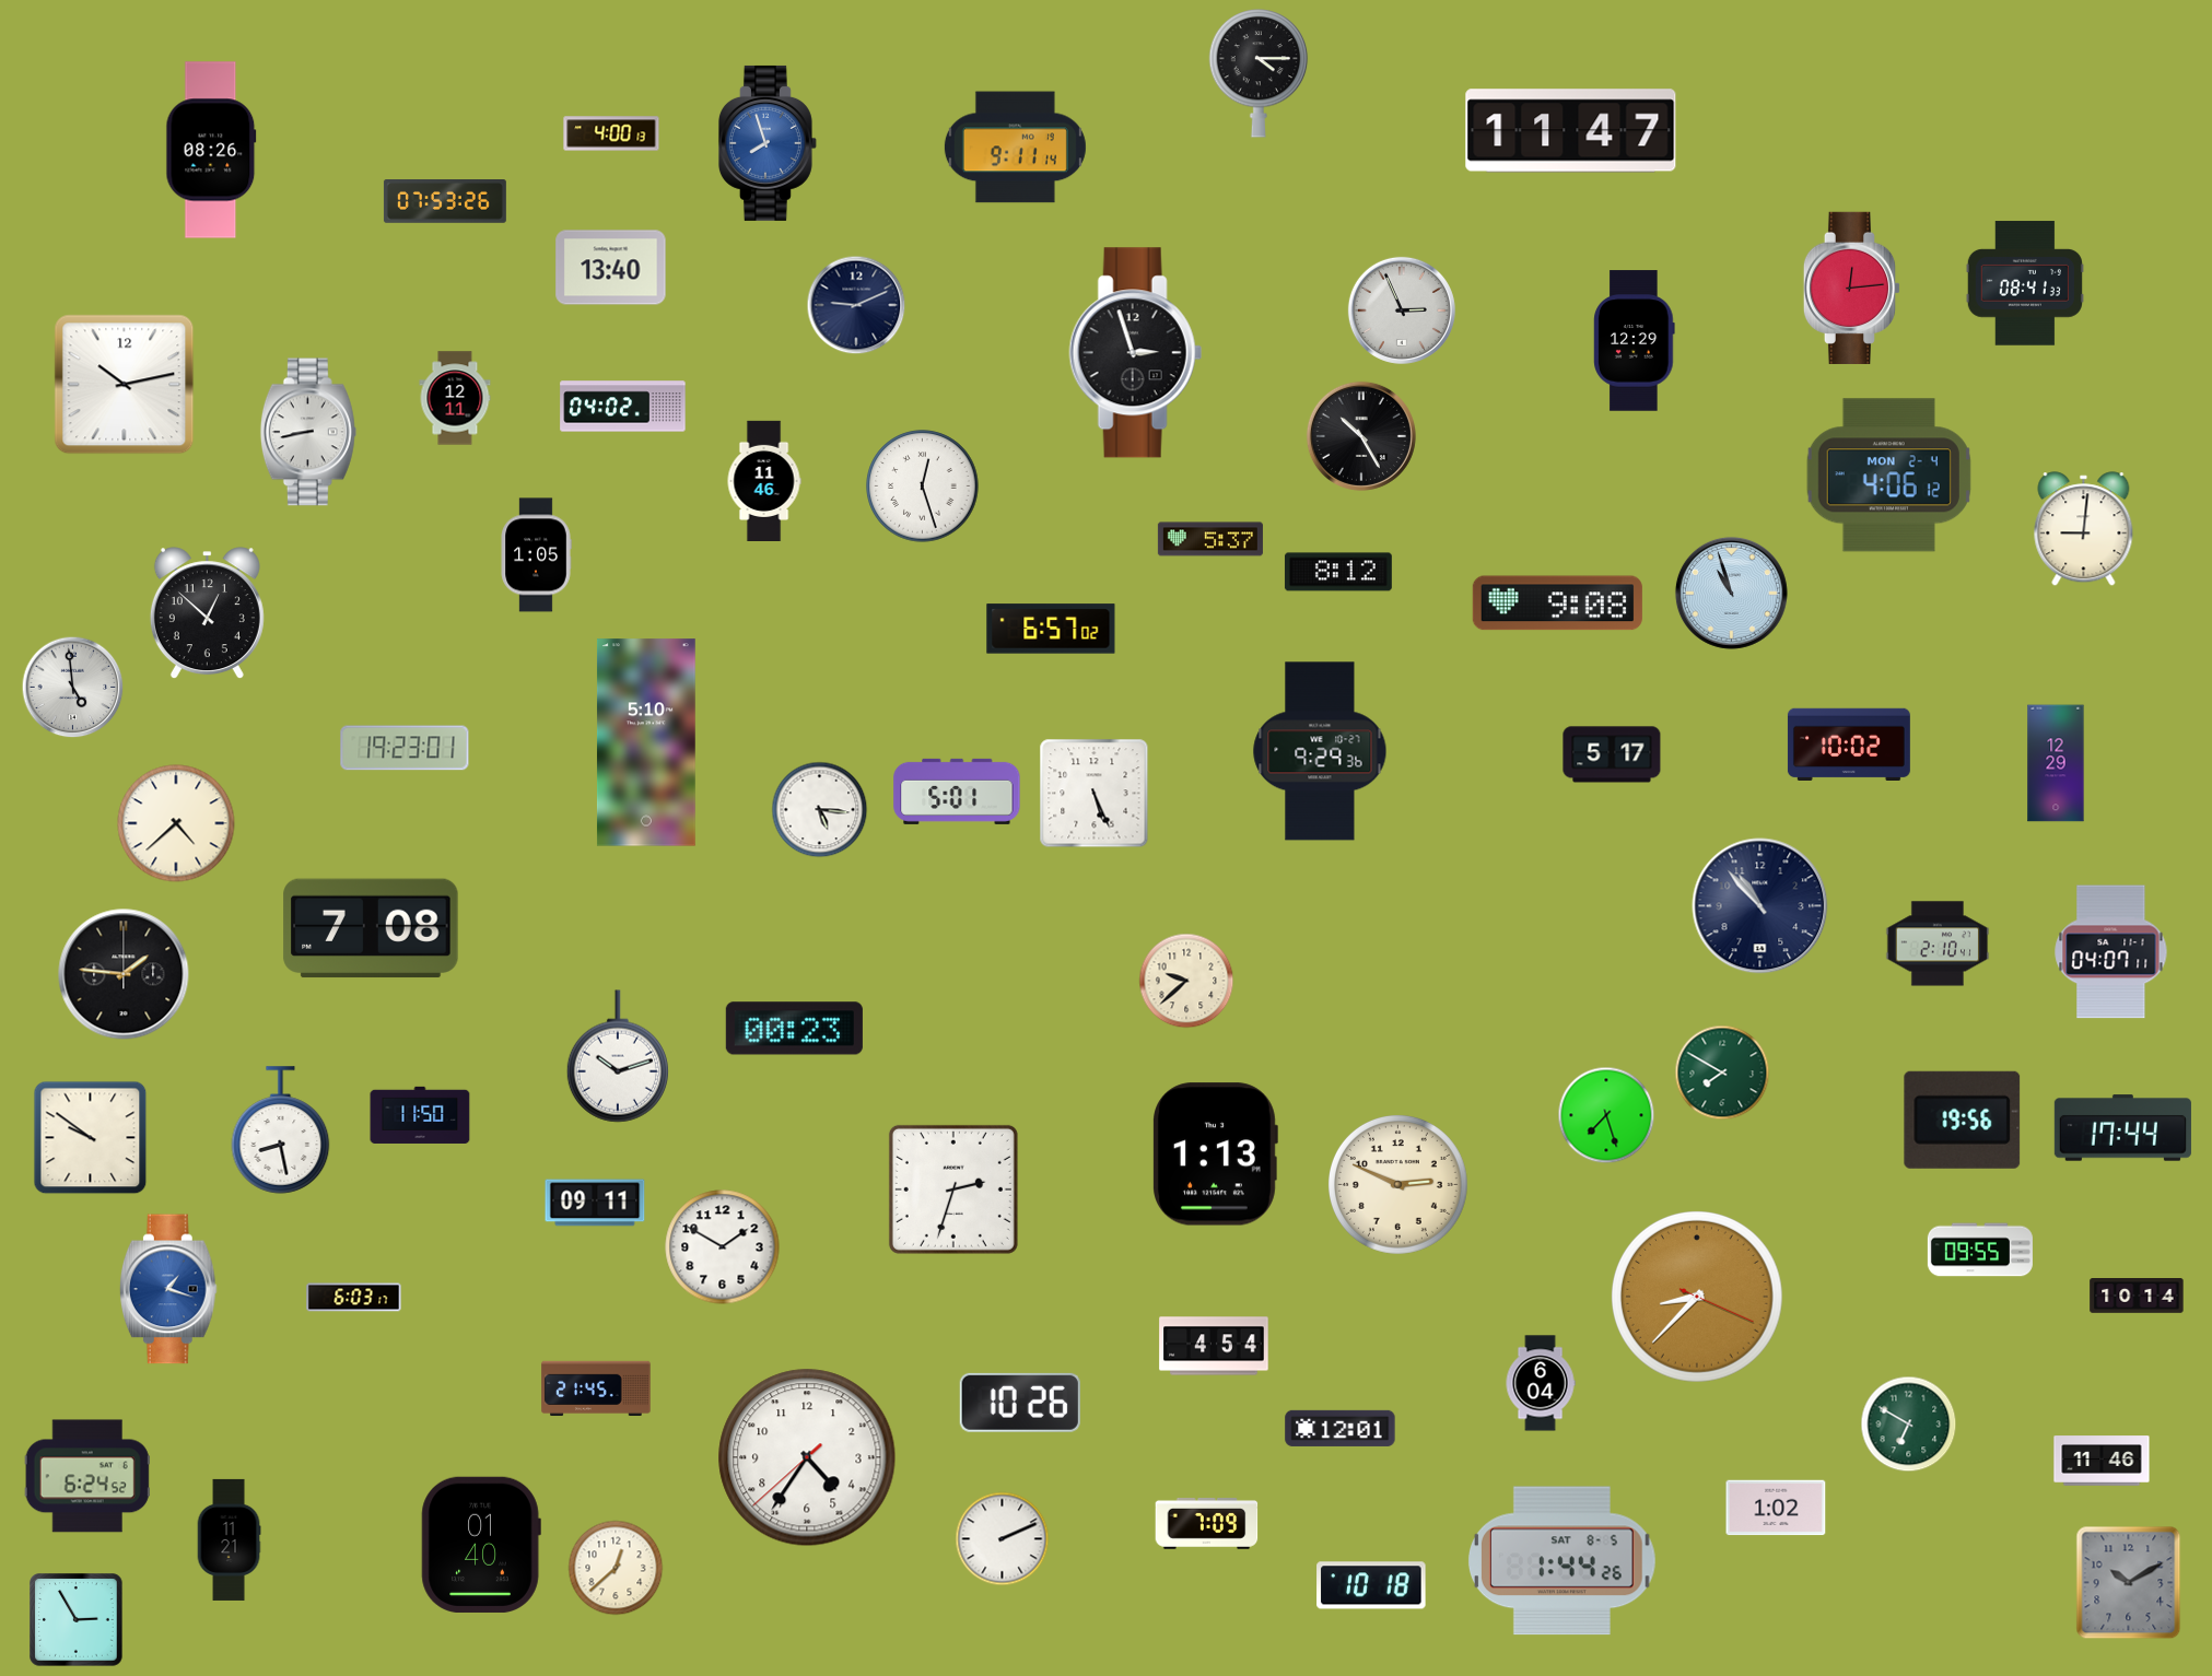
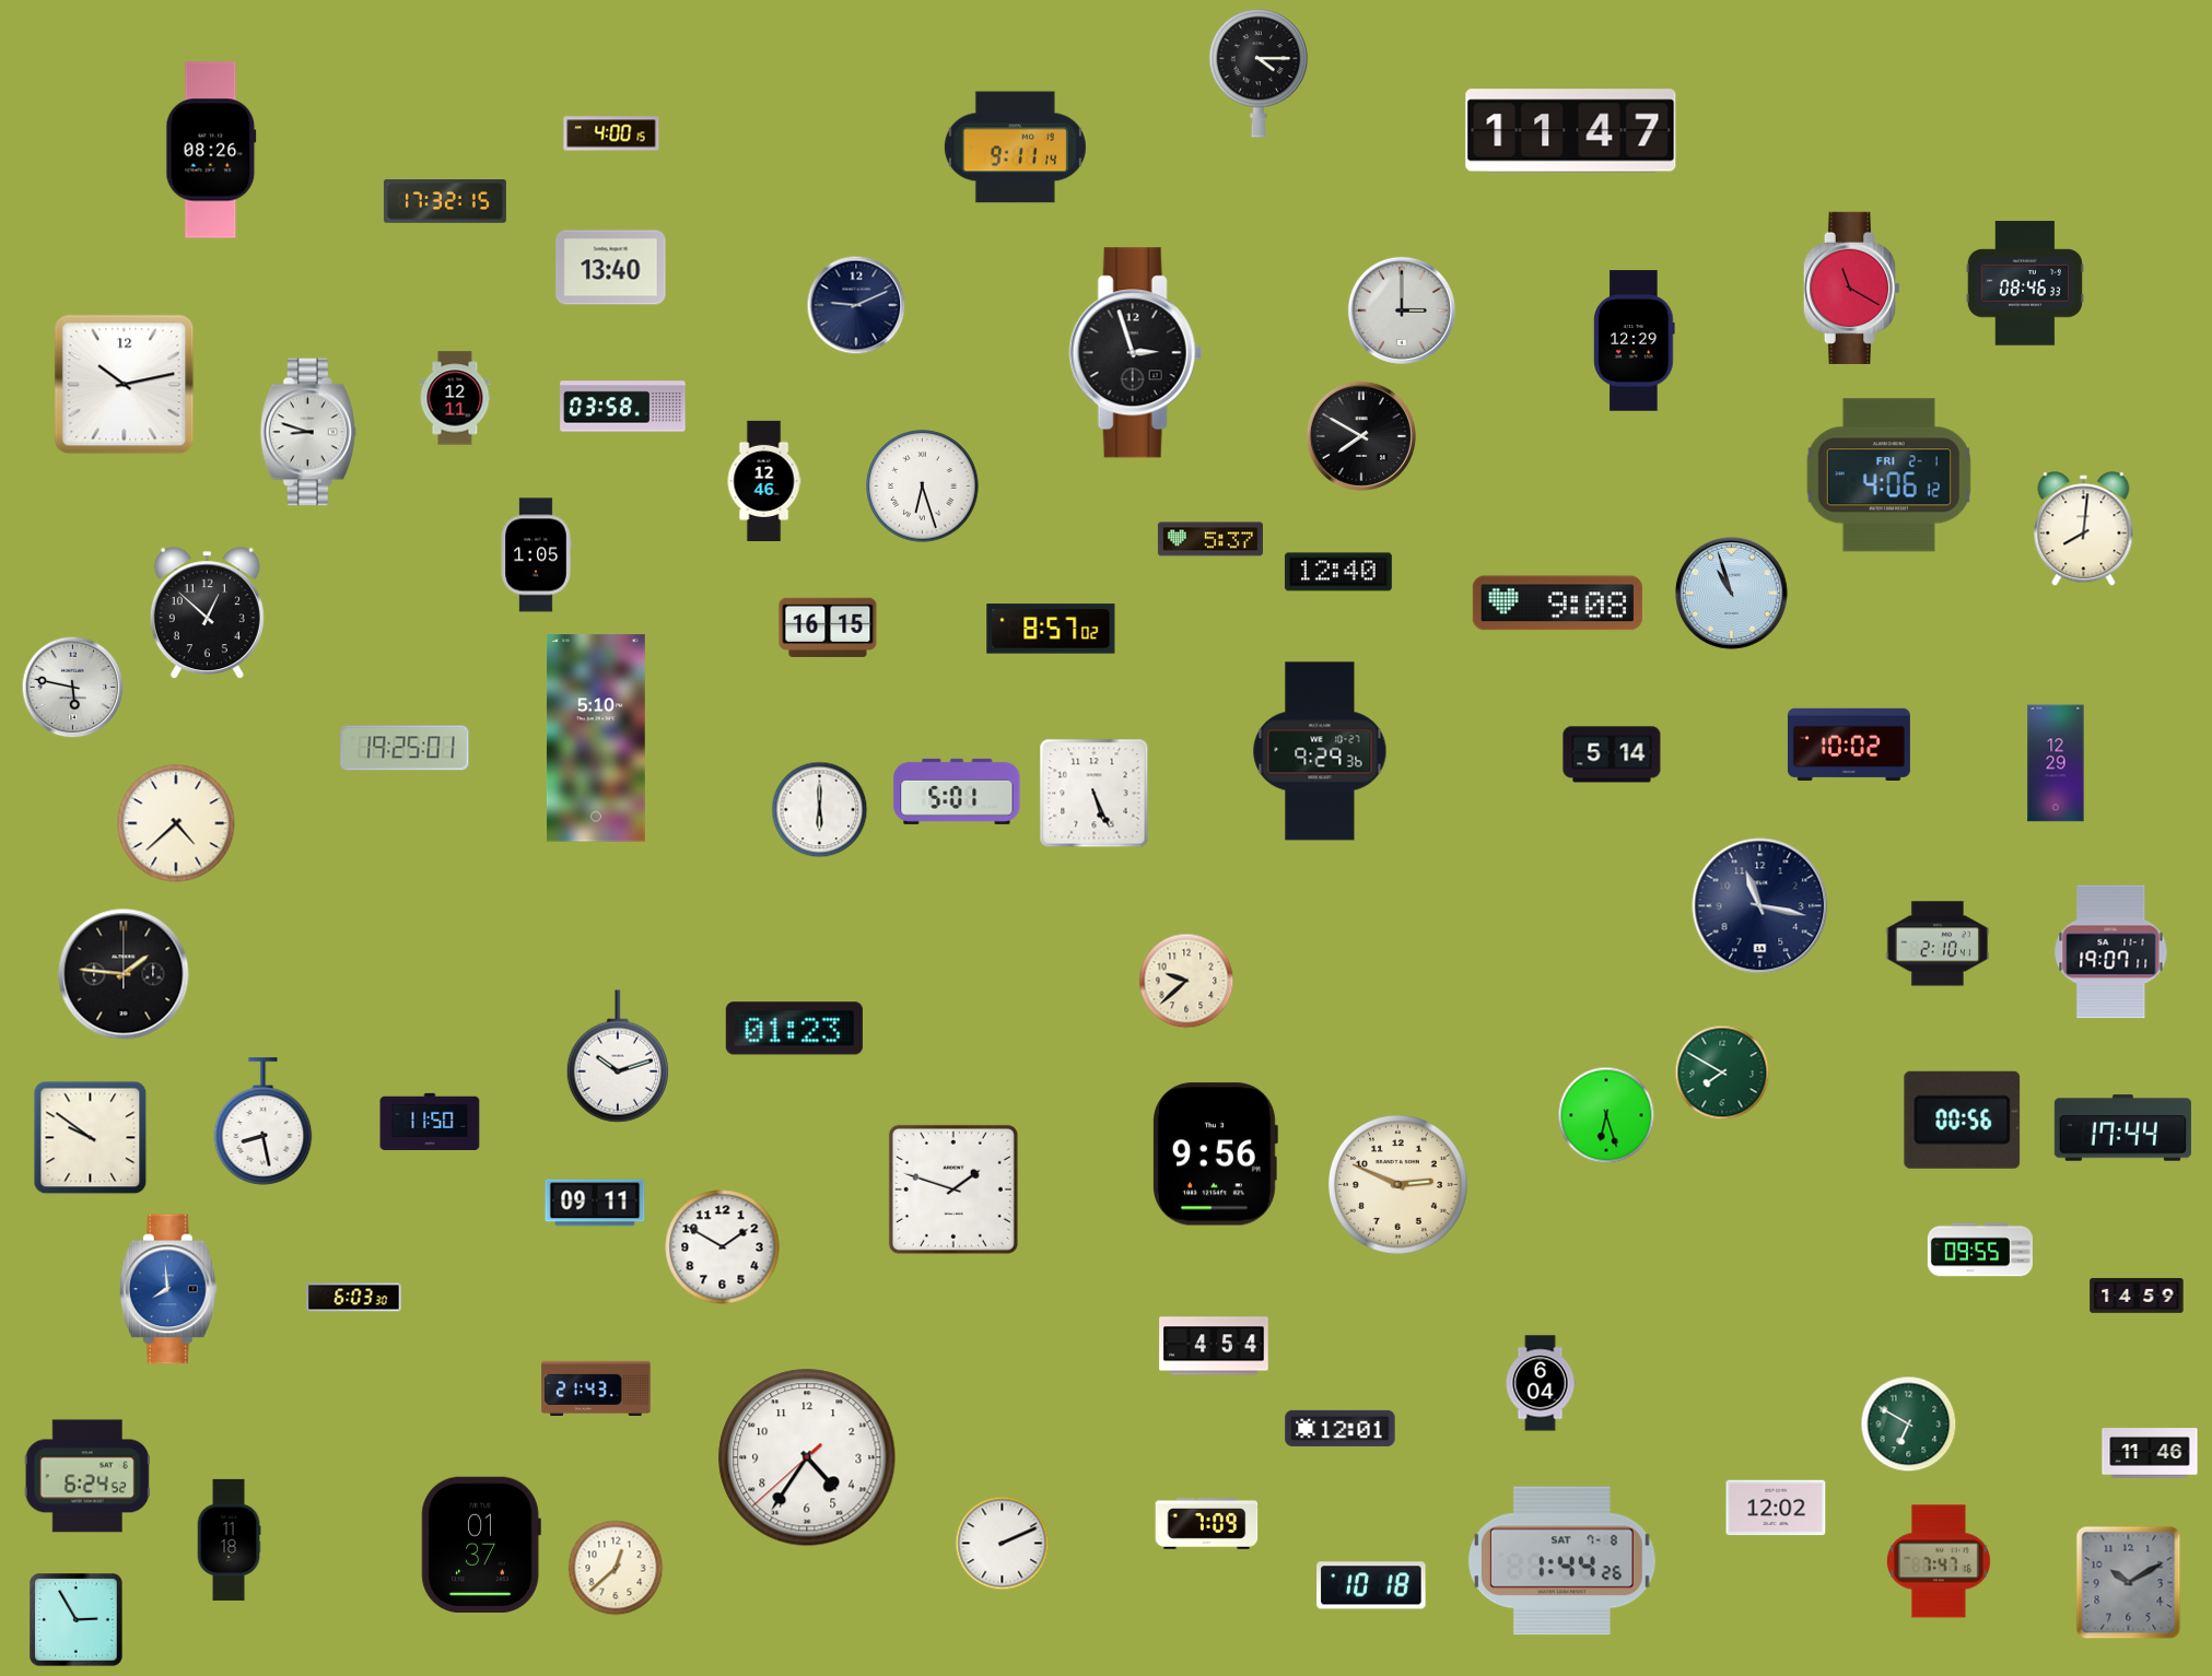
clock at (611, 133): 4:00:13 -> 4:00:15
clock at (768, 143): 7:57 -> none
clock at (445, 202): 07:53 -> 17:32
clock at (2025, 283): 08:41 -> 08:46
clock at (1852, 288): 12:14 -> 11:20
clock at (1402, 310): 2:56 -> 3:00
clock at (623, 407): 04:02 -> 03:58
clock at (308, 432): 8:43 -> 8:48
clock at (1361, 436): 10:25 -> 7:50
clock at (1888, 476) date: MON 2-4 -> FRI 2-1
clock at (764, 480): 11:46 -> 12:46
clock at (923, 487): 12:27 -> 6:27
clock at (2084, 529): 9:01 -> 8:01
clock at (1338, 572): 8:12 -> 12:40
clock at (828, 626): none -> 16:15
clock at (1051, 629): 6:57 -> 8:57
clock at (73, 688): 4:59 -> 5:47
clock at (646, 742) position: (646, 742) -> (596, 738)
clock at (405, 748): 19:23 -> 19:25
clock at (1612, 754): 5:17 -> 5:14
clock at (820, 810): 5:16 -> 6:00
clock at (1760, 906): 10:53 -> 11:17
clock at (371, 928): 7:08 -> none
clock at (2111, 952): 04:07 -> 19:07
clock at (794, 1029): 00:23 -> 01:23
clock at (420, 1115) position: (420, 1115) -> (430, 1122)
clock at (1606, 1115): 7:27 -> 6:27
clock at (1963, 1120): 19:56 -> 00:56
clock at (281, 1130) position: (281, 1130) -> (264, 1122)
clock at (1215, 1155): 1:13 -> 9:56
clock at (953, 1189): 2:33 -> 1:48
clock at (168, 1289): 1:18 -> 7:59
clock at (2137, 1296): 10:14 -> 14:59
clock at (354, 1298): 6:03:17 -> 6:03:30
clock at (1698, 1298): 8:37 -> none
clock at (596, 1387): 21:45 -> 21:43
clock at (1020, 1403): 10:26 -> none
clock at (2102, 1461) position: (2102, 1461) -> (2150, 1453)
clock at (1776, 1508): 1:02 -> 12:02
clock at (229, 1539): 11:21 -> 11:18
clock at (1003, 1539) position: (1003, 1539) -> (1003, 1544)
clock at (481, 1545): 01:40 -> 01:37
clock at (1561, 1561) date: SAT 8-5 -> SAT 7-8
clock at (1939, 1561): none -> 7:47
